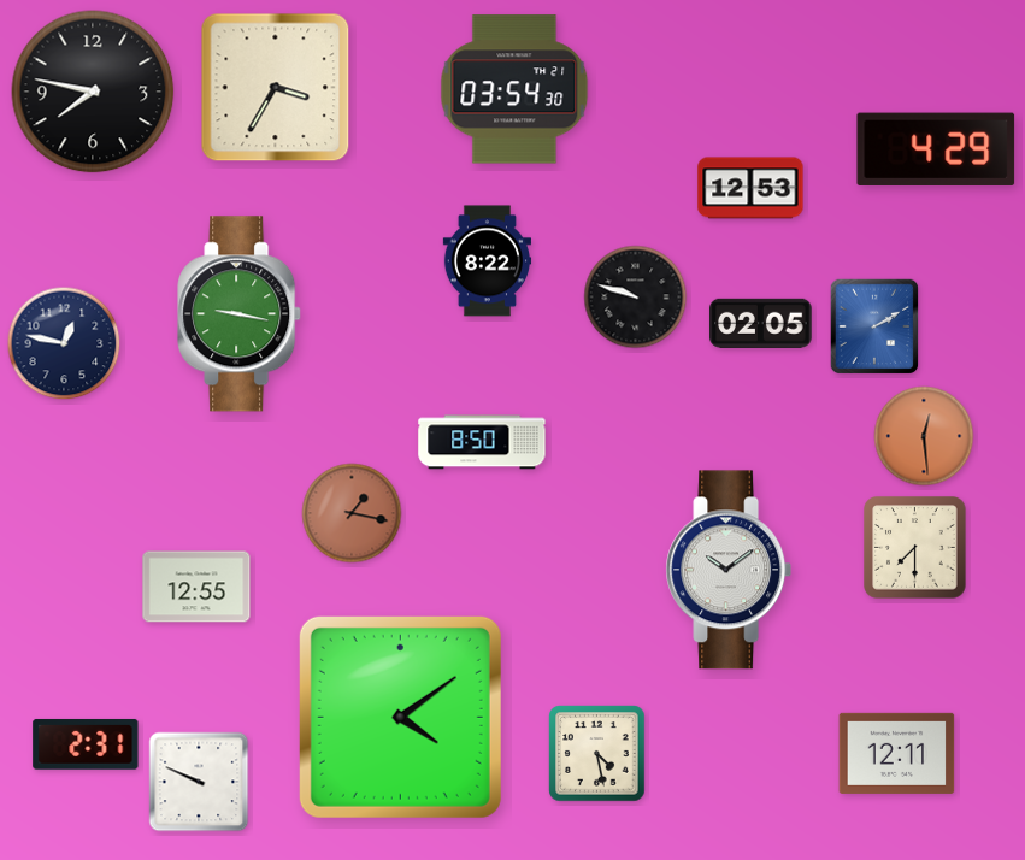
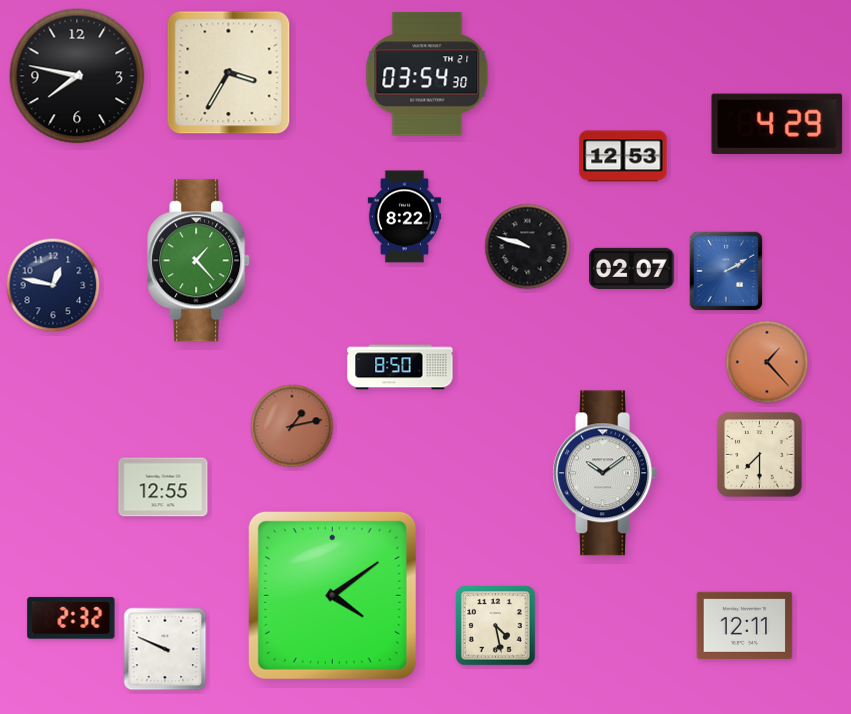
clock at (240, 314): 9:17 -> 1:23
clock at (761, 323): 02:05 -> 02:07
clock at (924, 436): 12:29 -> 1:23
clock at (352, 513): 1:17 -> 1:13
clock at (86, 744): 2:31 -> 2:32
